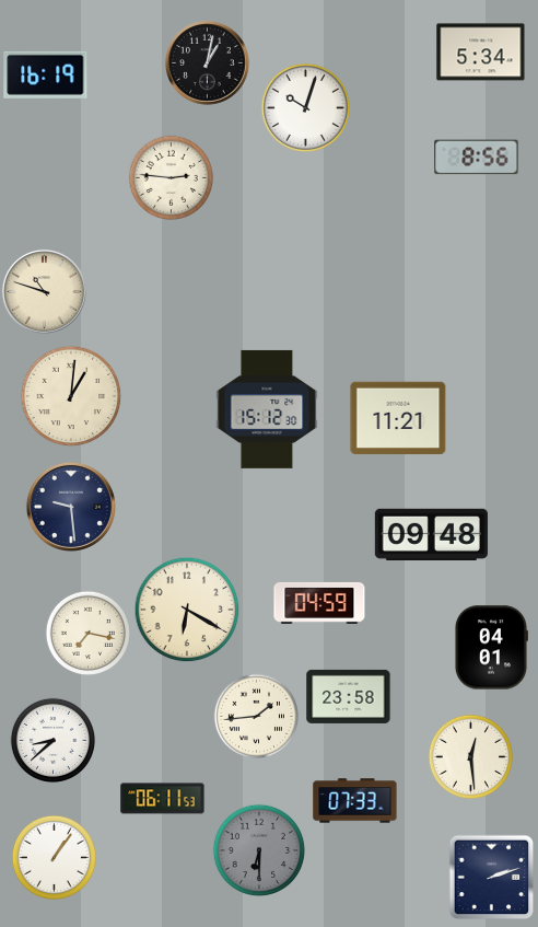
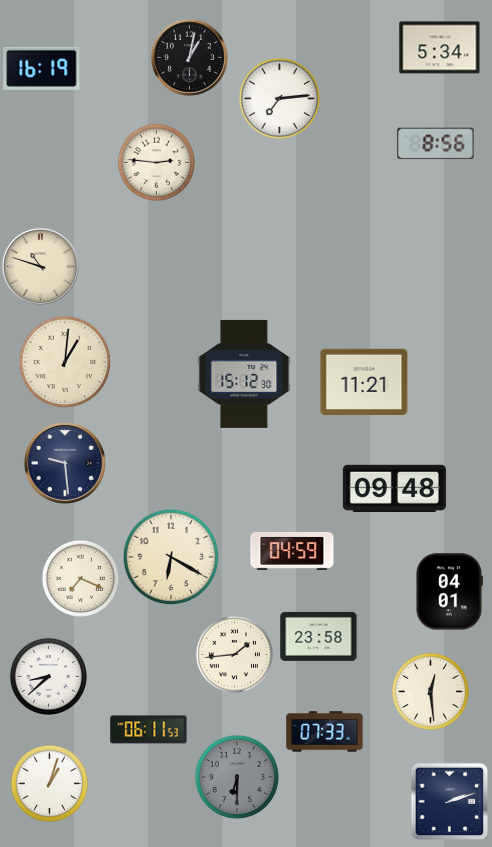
clock at (305, 107): 10:03 -> 7:14
clock at (87, 633): 7:17 -> 7:19
clock at (54, 857): 1:06 -> 1:03
